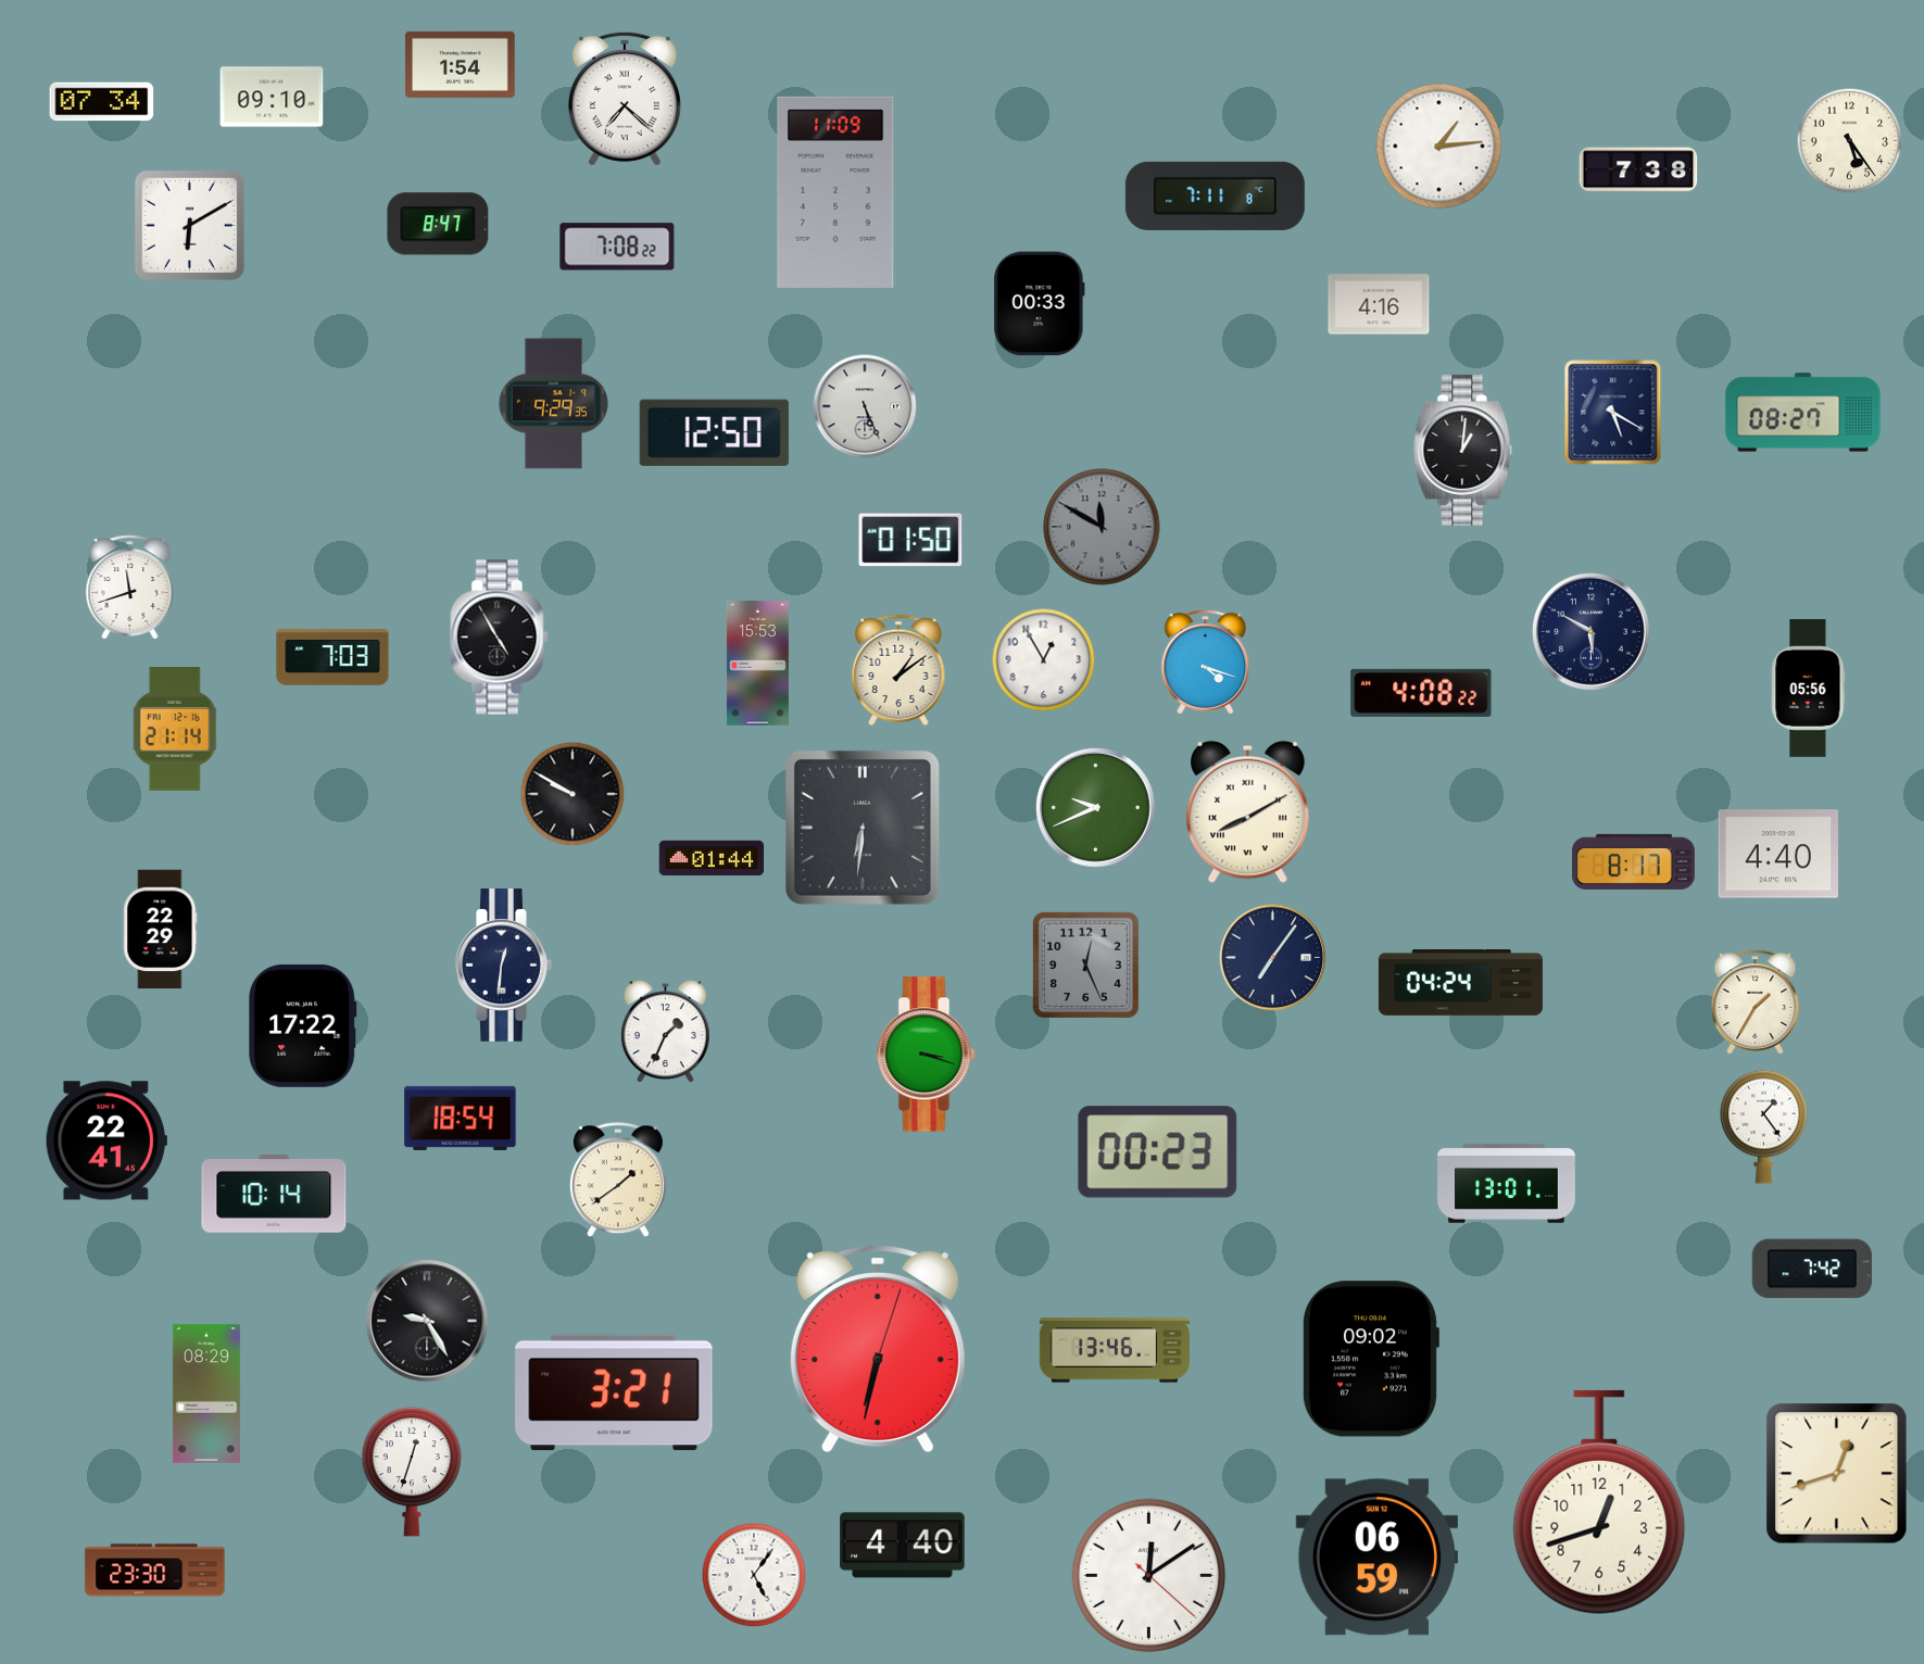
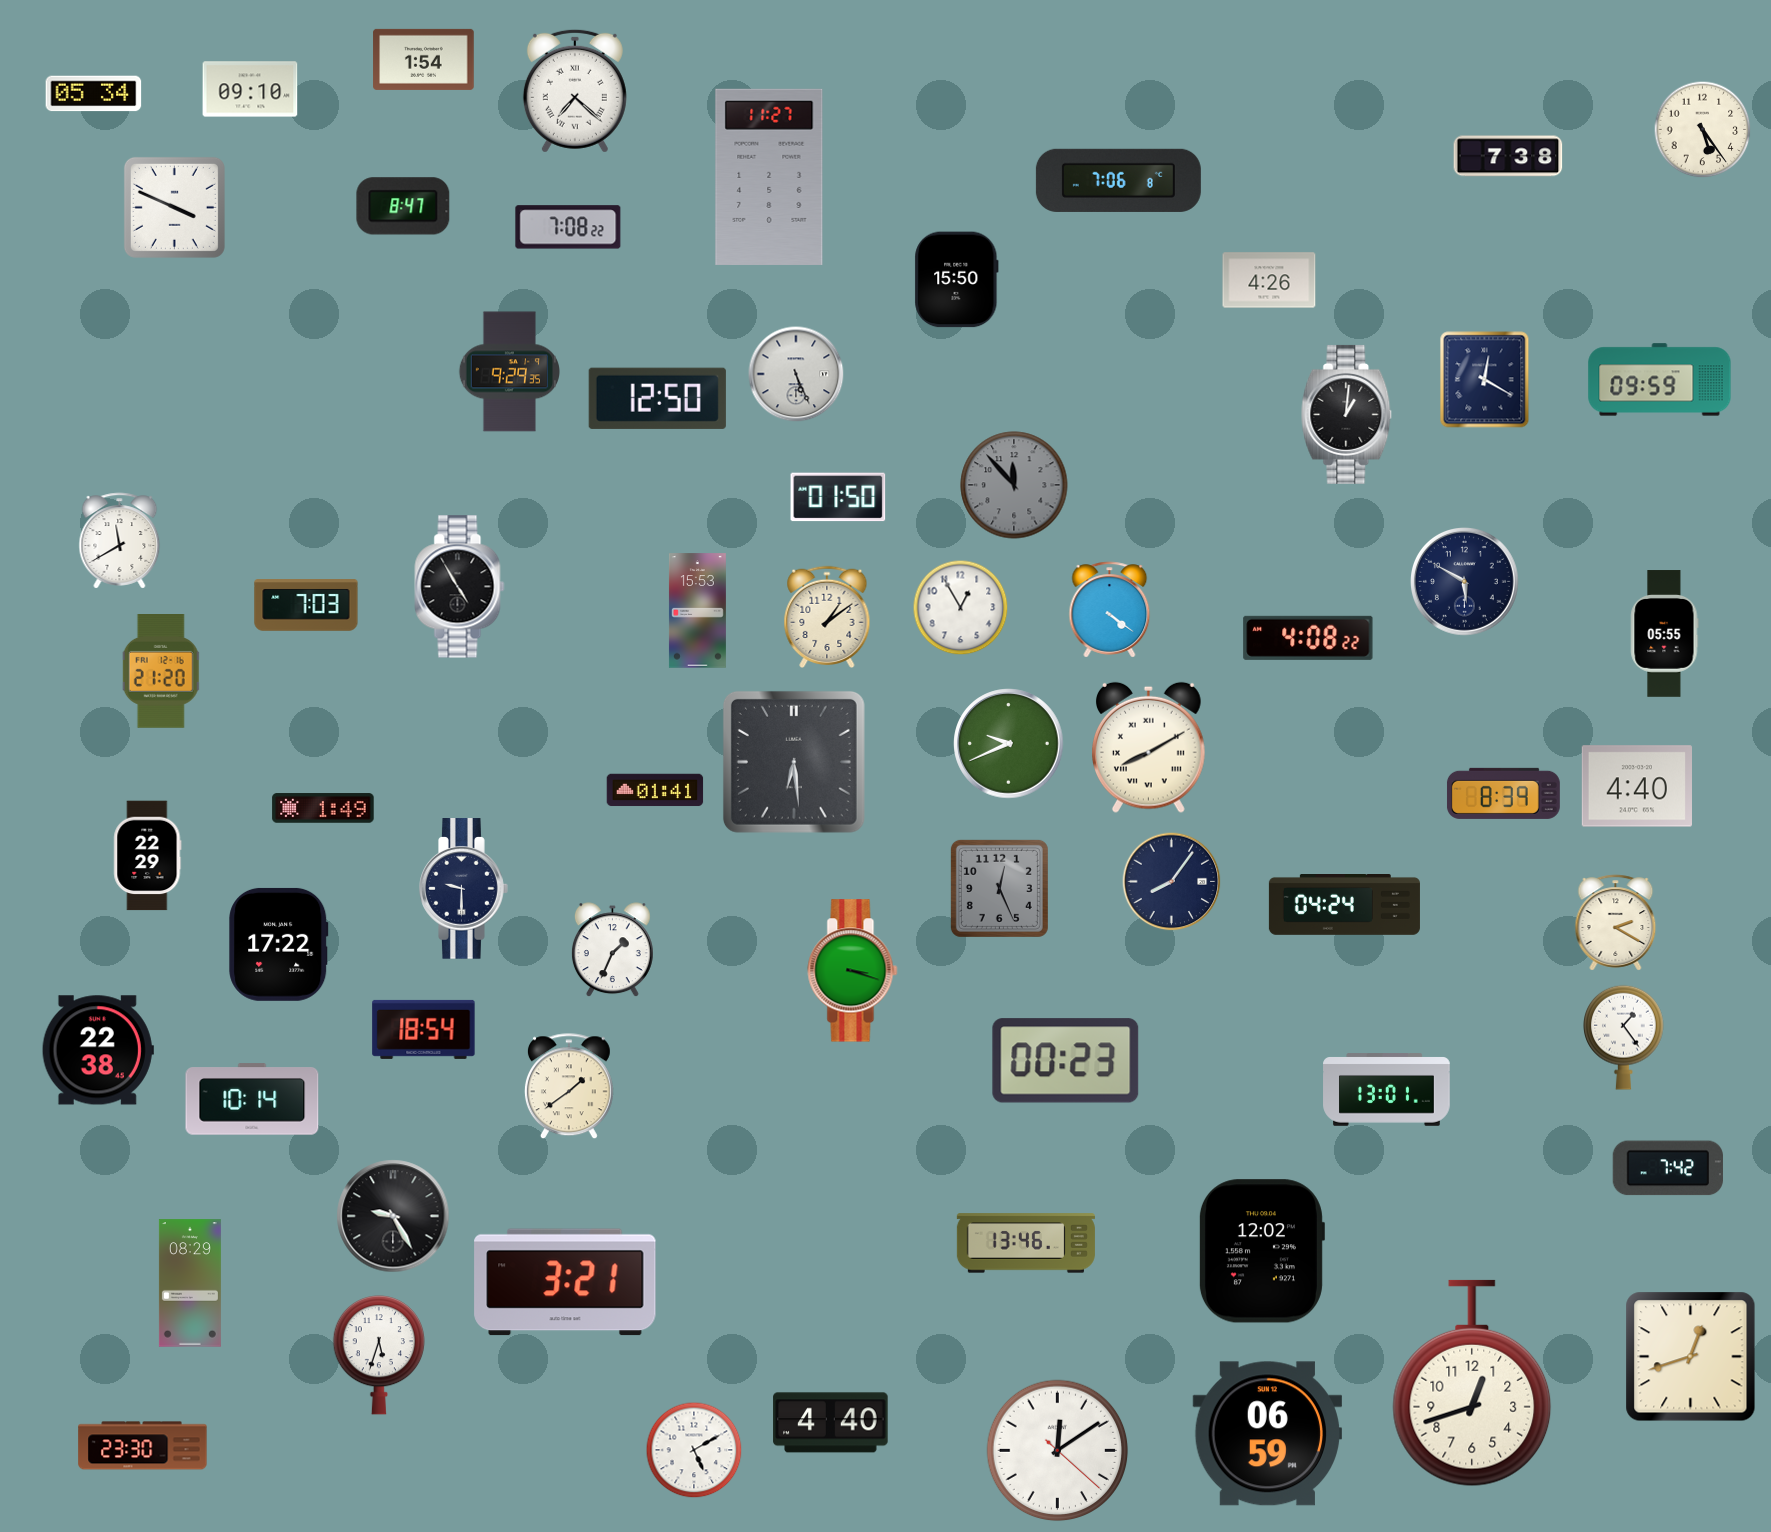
clock at (102, 102): 07:34 -> 05:34
clock at (1439, 147): 1:14 -> none
clock at (835, 192): 11:09 -> 11:27
clock at (1215, 196): 7:11 -> 7:06
clock at (189, 225): 6:10 -> 3:49
clock at (1040, 304): 00:33 -> 15:50
clock at (1379, 304): 4:16 -> 4:26
clock at (1613, 413): 5:20 -> 12:20
clock at (1803, 413): 08:27 -> 09:59
clock at (1102, 527): 11:50 -> 11:53
clock at (130, 588): 11:42 -> 11:40
clock at (1206, 663): 4:18 -> 4:21
clock at (1809, 689): 05:56 -> 05:55
clock at (175, 730): 21:14 -> 21:20
clock at (573, 794): 9:50 -> none
clock at (863, 828): 6:31 -> 6:29
clock at (712, 858): 01:44 -> 01:41
clock at (1633, 861): 8:17 -> 8:39
clock at (323, 808): none -> 1:49
clock at (1273, 958): 7:06 -> 8:06
clock at (504, 966): 12:31 -> 9:30
clock at (1756, 1003): 1:35 -> 2:20
clock at (106, 1140): 22:41 -> 22:38
clock at (878, 1349): 6:32 -> none
clock at (1370, 1359): 09:02 -> 12:02
clock at (411, 1472): 12:33 -> 5:33
clock at (754, 1575): 5:06 -> 5:10
